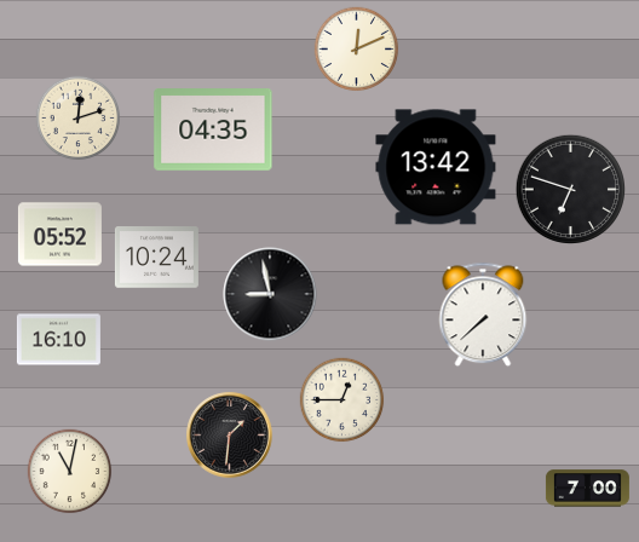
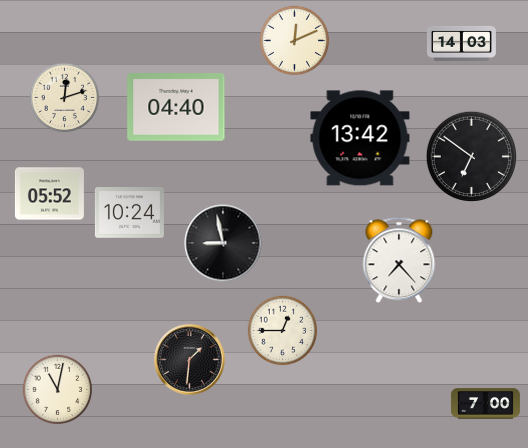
clock at (461, 43): none -> 14:03
clock at (213, 131): 04:35 -> 04:40
clock at (570, 189): 6:48 -> 6:51
clock at (483, 315): 7:38 -> 7:23
clock at (58, 340): 16:10 -> none
